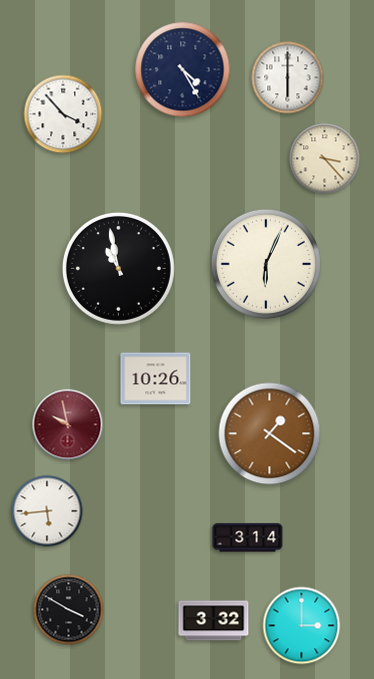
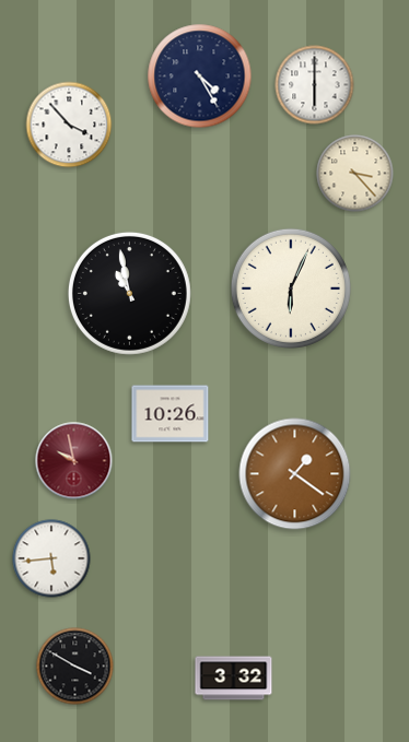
clock at (68, 425) position: (68, 425) -> (74, 461)
clock at (248, 538): 3:14 -> none
clock at (302, 626): 3:00 -> none
